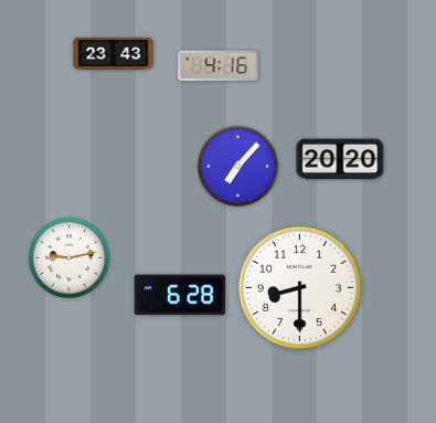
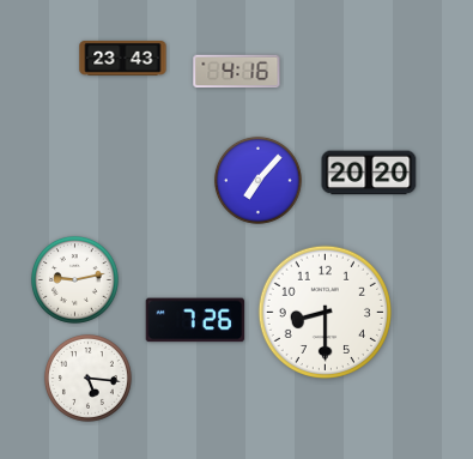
clock at (180, 295): 6:28 -> 7:26
clock at (87, 378): none -> 5:16
